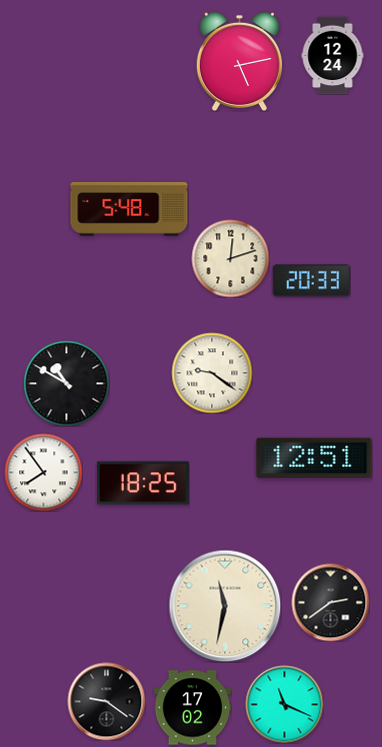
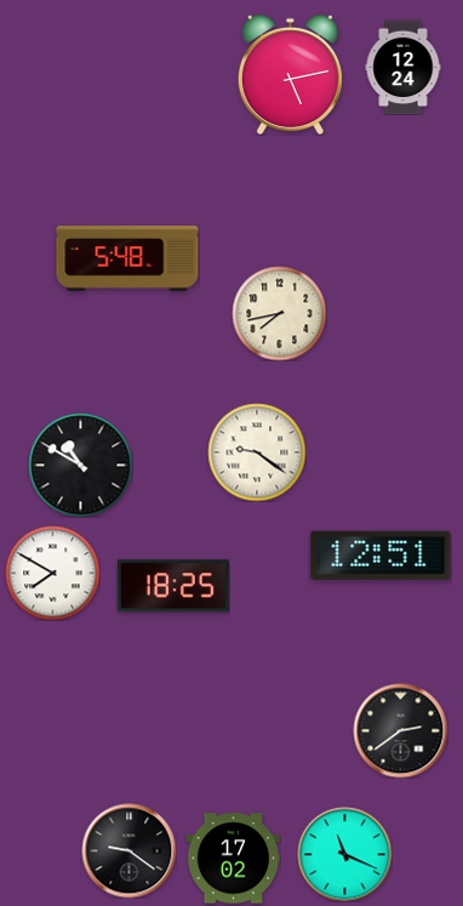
clock at (129, 209) position: (129, 209) -> (127, 258)
clock at (230, 258): 12:12 -> 7:43
clock at (311, 281): 20:33 -> none
clock at (43, 472): 7:54 -> 7:50
clock at (225, 606): 11:32 -> none
